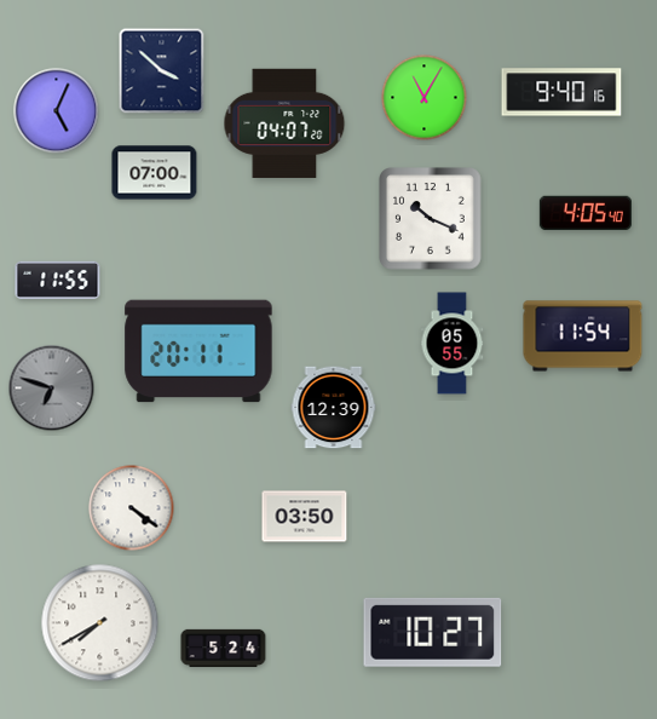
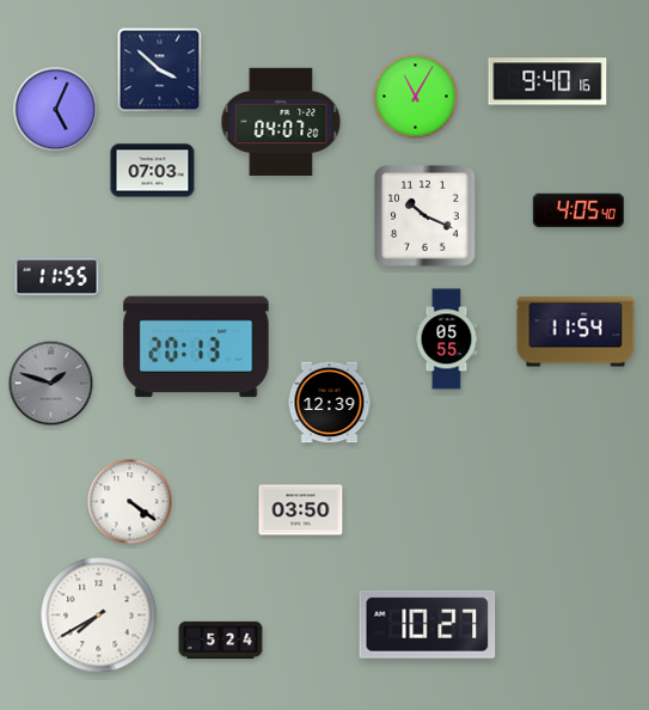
clock at (561, 92) position: (561, 92) -> (547, 81)
clock at (425, 98) position: (425, 98) -> (416, 97)
clock at (155, 173): 07:00 -> 07:03
clock at (198, 351): 20:11 -> 20:13
clock at (52, 389): 6:48 -> 1:48
